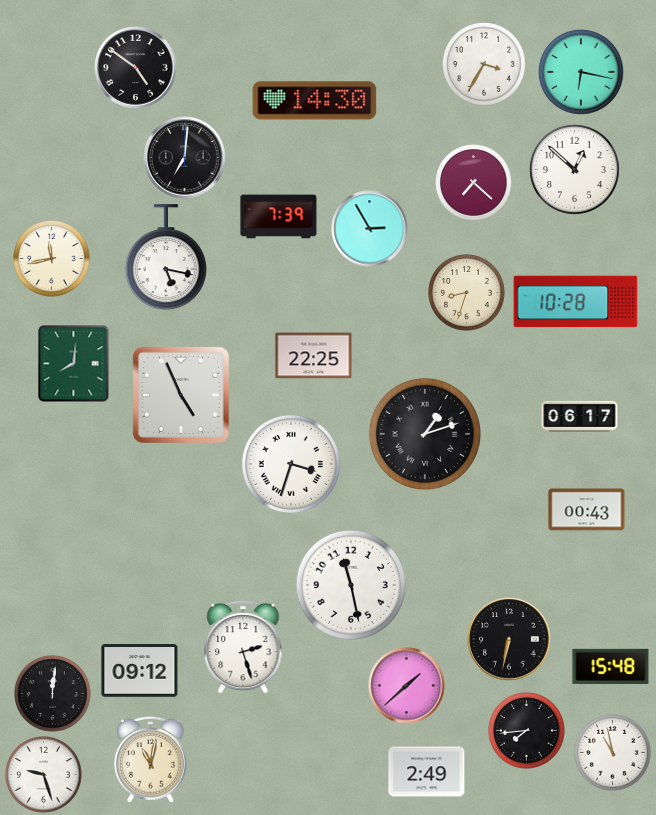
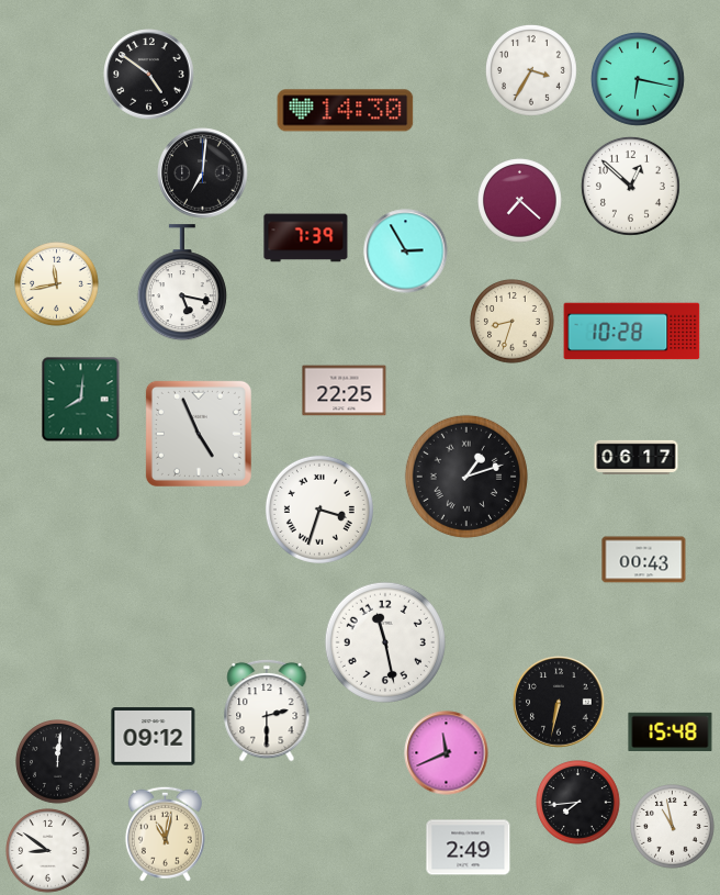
clock at (243, 647): 2:27 -> 2:30
clock at (407, 686): 1:38 -> 11:41
clock at (44, 775): 9:27 -> 8:51
